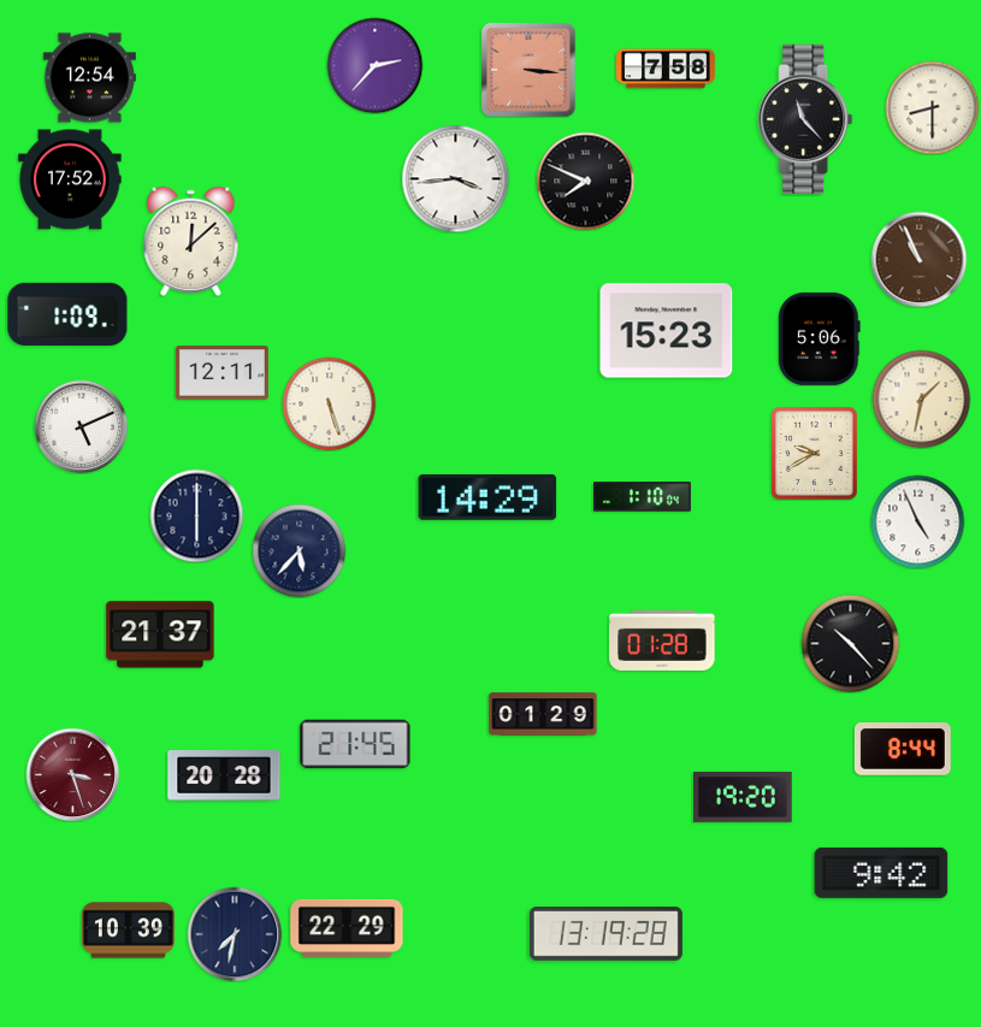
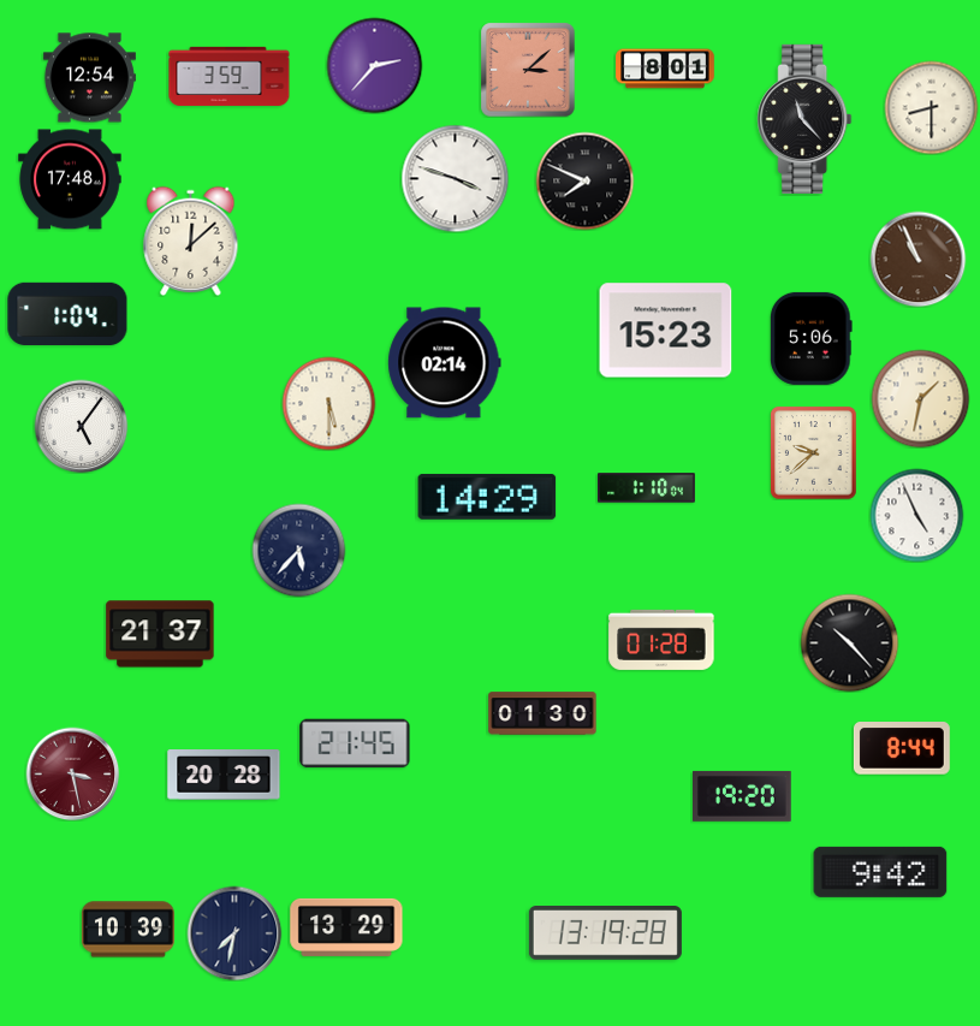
clock at (666, 69): 7:58 -> 8:01
clock at (528, 70): 3:16 -> 3:08
clock at (230, 76): none -> 3:59
clock at (455, 178): 3:44 -> 3:48
clock at (70, 179): 17:52 -> 17:48
clock at (67, 313): 1:09 -> 1:04
clock at (820, 338) position: (820, 338) -> (812, 338)
clock at (445, 363): none -> 02:14
clock at (221, 373): 12:11 -> none
clock at (329, 403): 5:27 -> 5:30
clock at (81, 426): 5:11 -> 5:06
clock at (815, 453): 9:40 -> 9:38
clock at (643, 497) position: (643, 497) -> (647, 488)
clock at (196, 515): 6:00 -> none
clock at (917, 521) position: (917, 521) -> (916, 515)
clock at (543, 714): 01:29 -> 01:30
clock at (72, 774): 3:27 -> 3:28
clock at (347, 928): 22:29 -> 13:29
